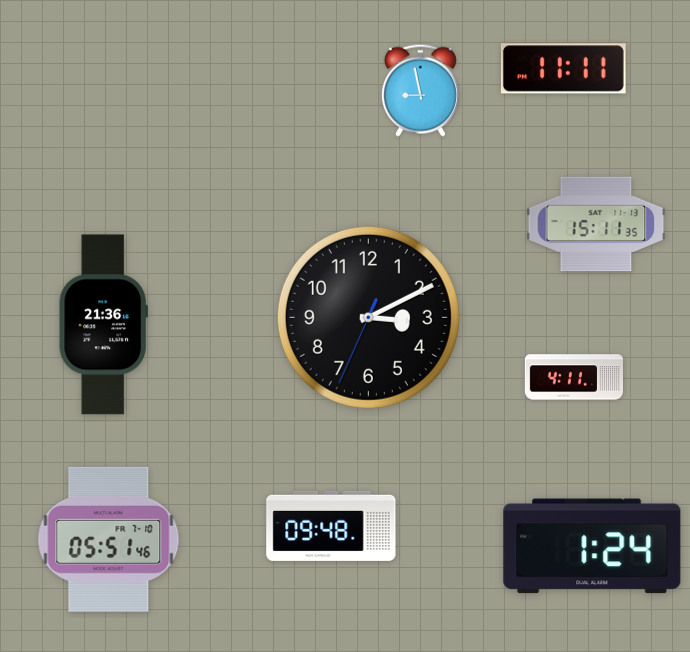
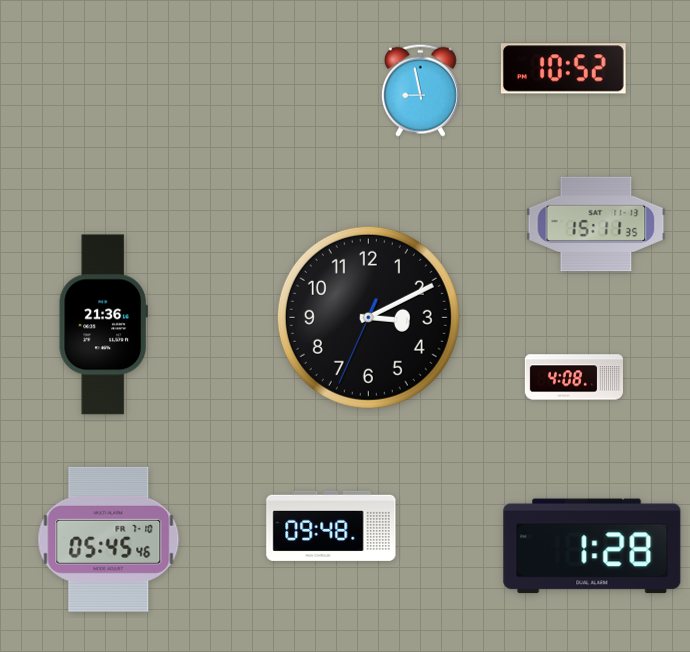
clock at (563, 69): 11:11 -> 10:52
clock at (573, 377): 4:11 -> 4:08
clock at (109, 539): 05:51 -> 05:45
clock at (592, 546): 1:24 -> 1:28
